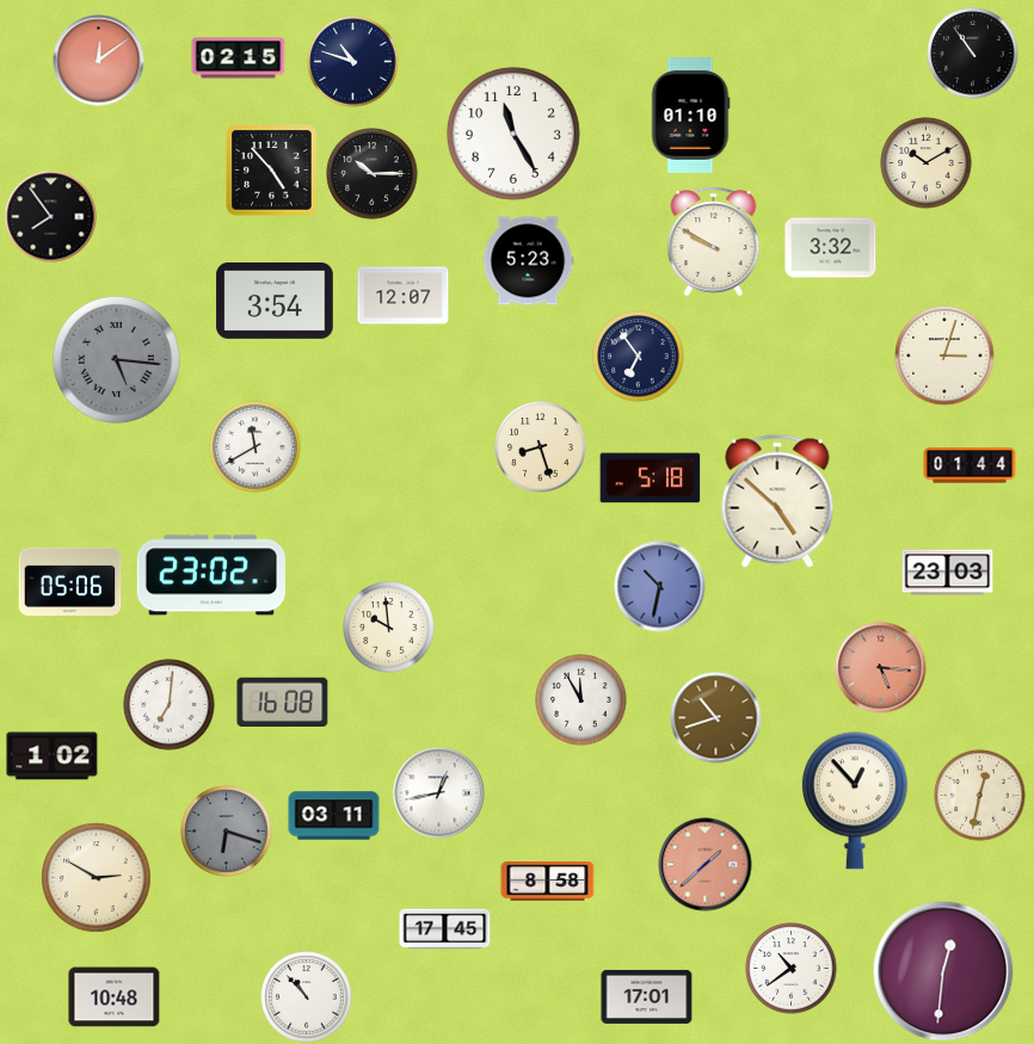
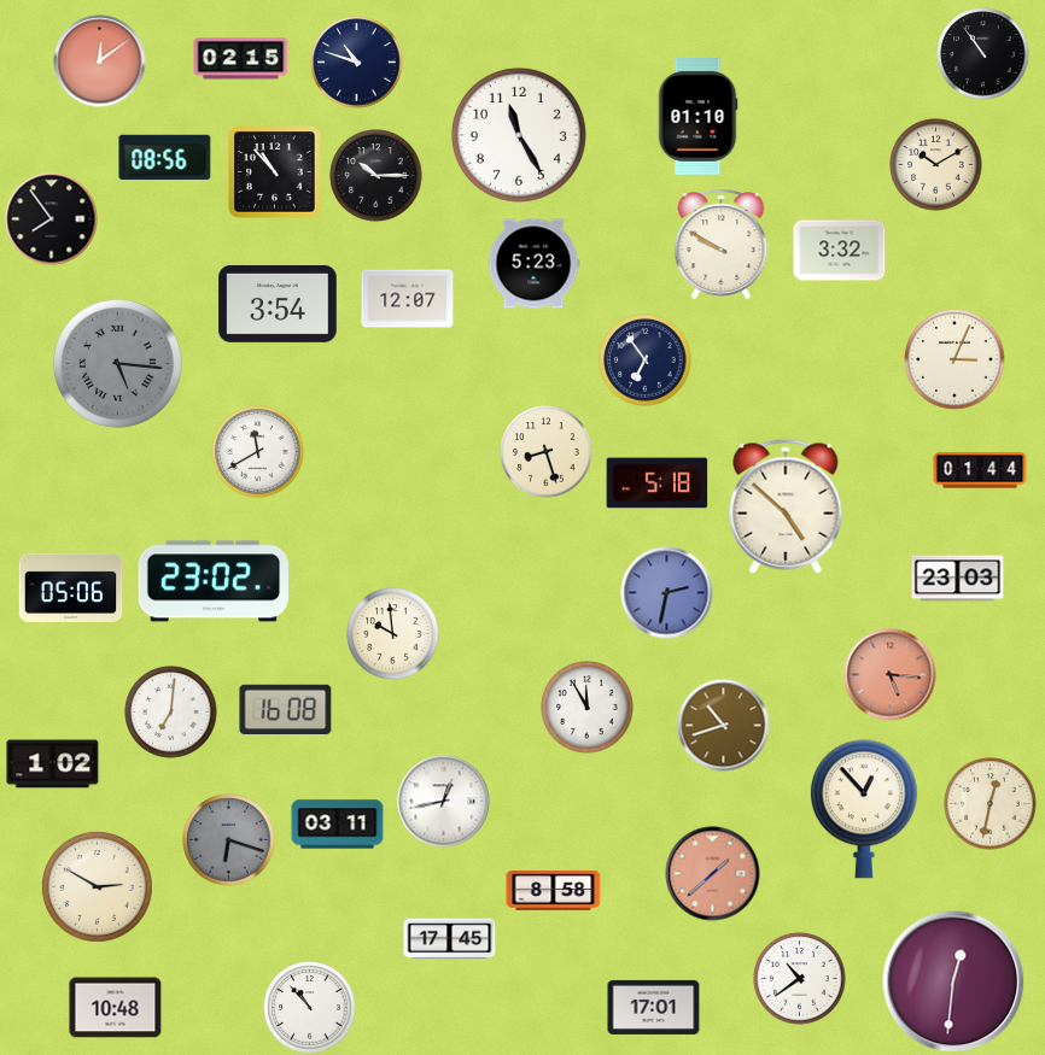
clock at (165, 157): none -> 08:56
clock at (272, 171): 4:53 -> 10:53
clock at (944, 356): 3:03 -> 3:04
clock at (660, 587): 10:32 -> 2:32
